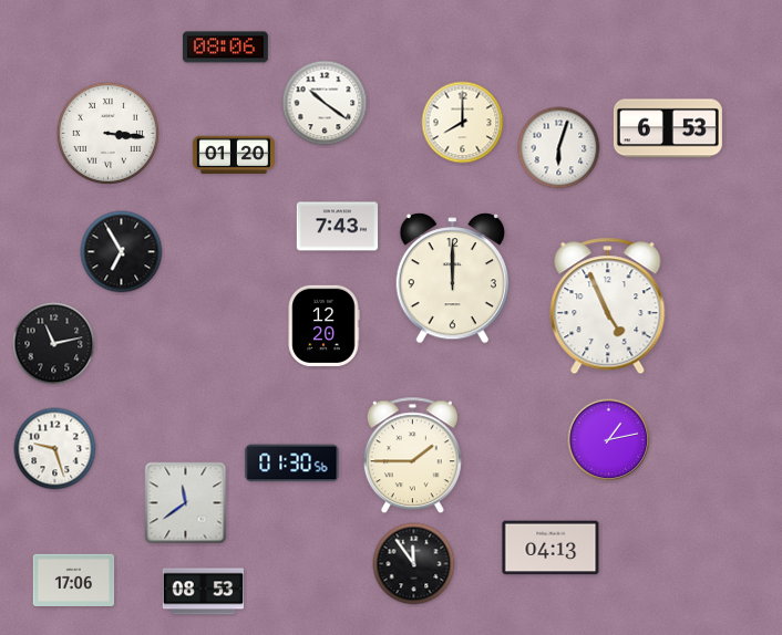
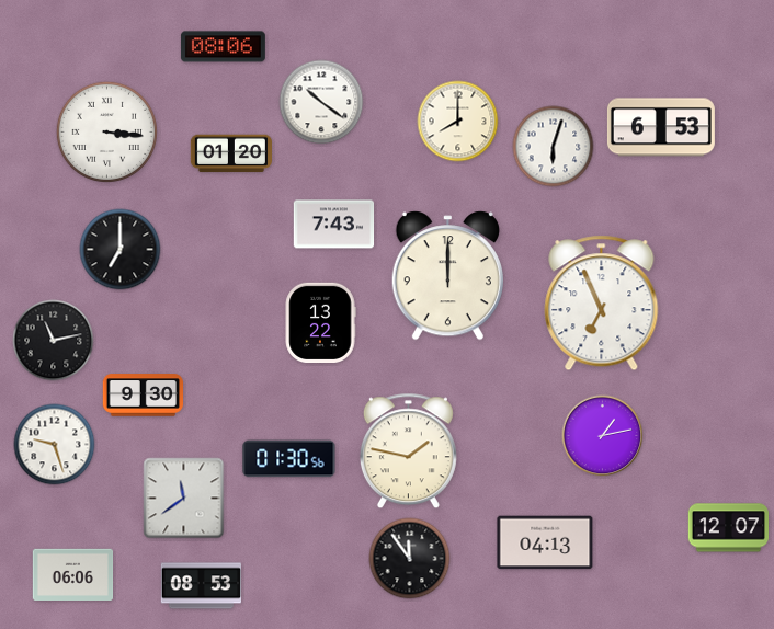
clock at (122, 252): 6:55 -> 7:00
clock at (608, 306): 4:56 -> 6:56
clock at (323, 326): 12:20 -> 13:22
clock at (144, 396): none -> 9:30
clock at (412, 456): 1:45 -> 1:47
clock at (729, 528): none -> 12:07
clock at (74, 580): 17:06 -> 06:06
